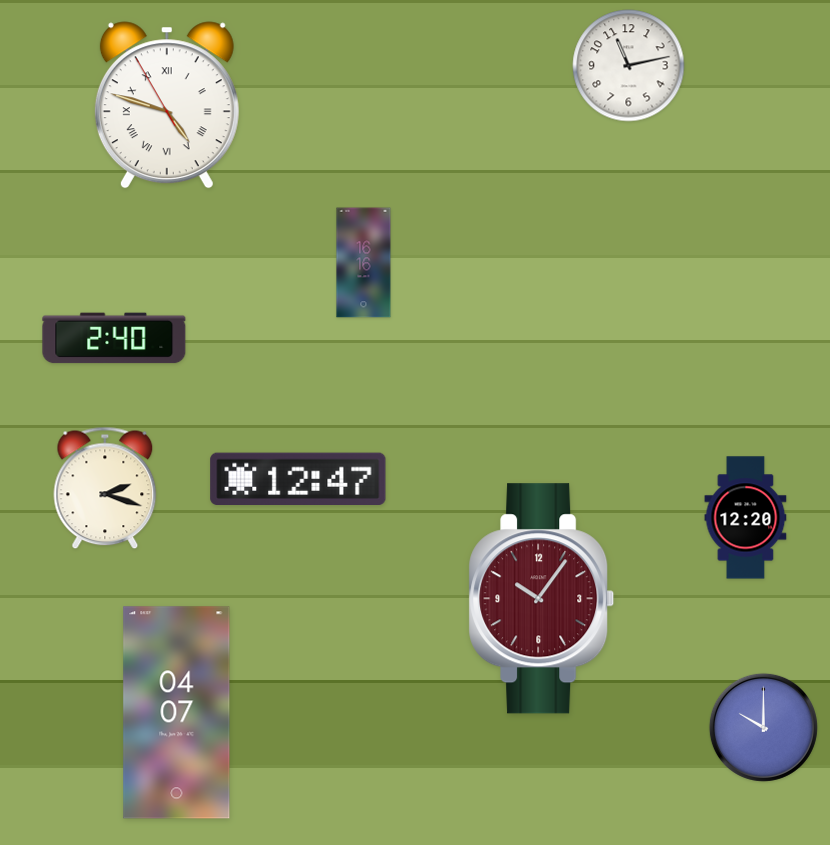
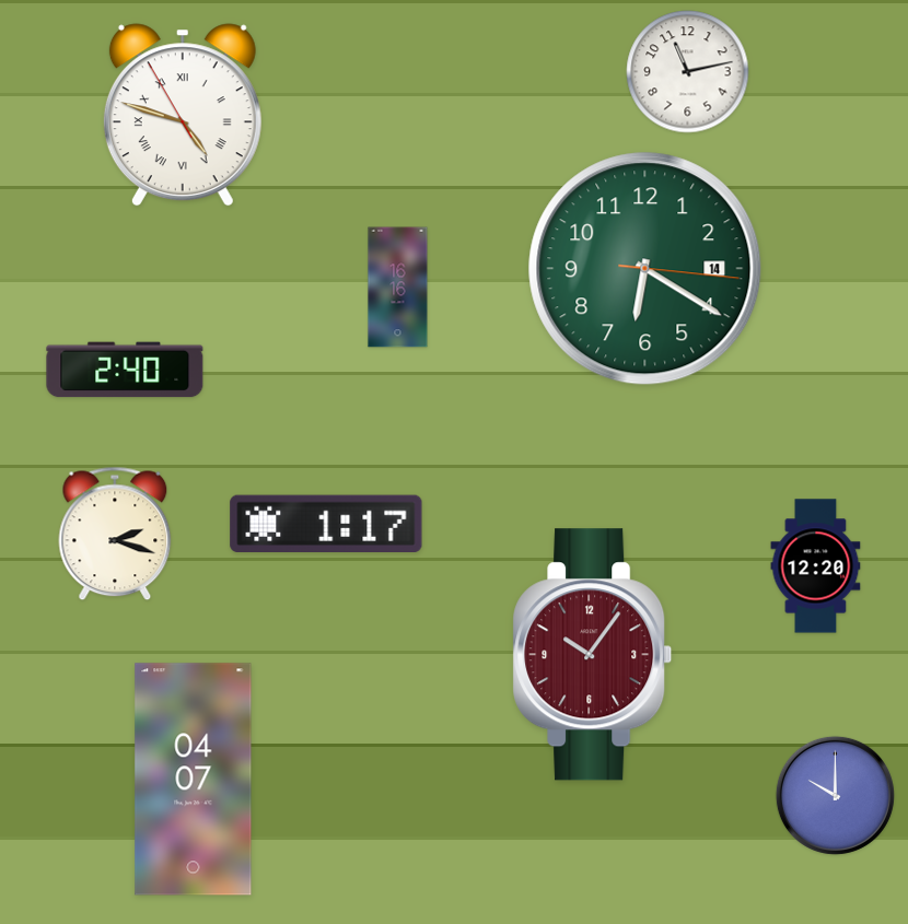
clock at (645, 269): none -> 6:20
clock at (298, 479): 12:47 -> 1:17
